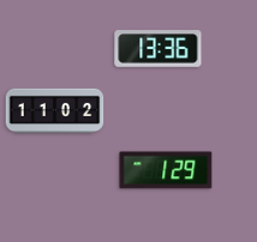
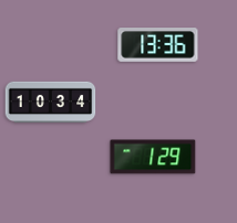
clock at (159, 49) position: (159, 49) -> (158, 45)
clock at (55, 110): 11:02 -> 10:34
